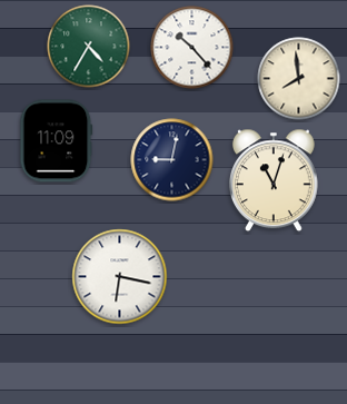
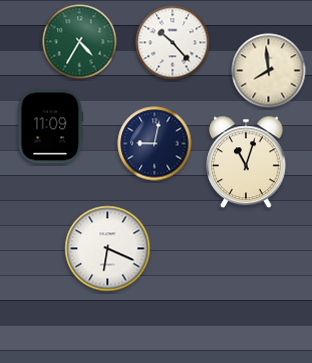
clock at (120, 277): 6:17 -> 6:19
